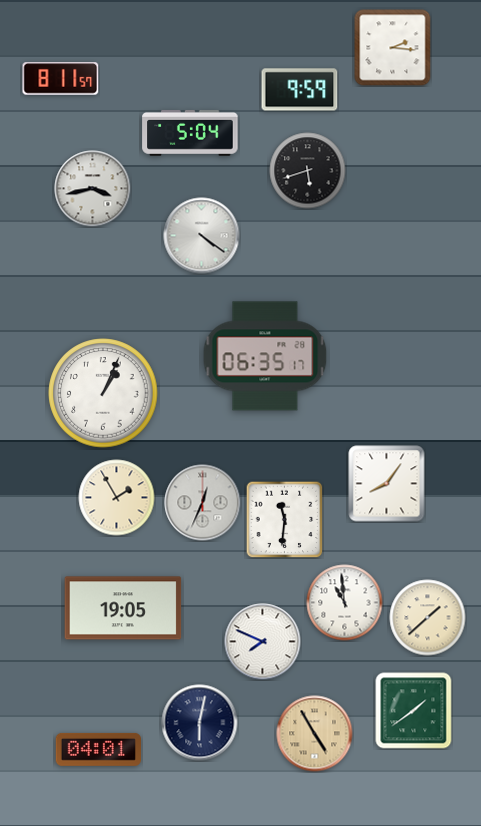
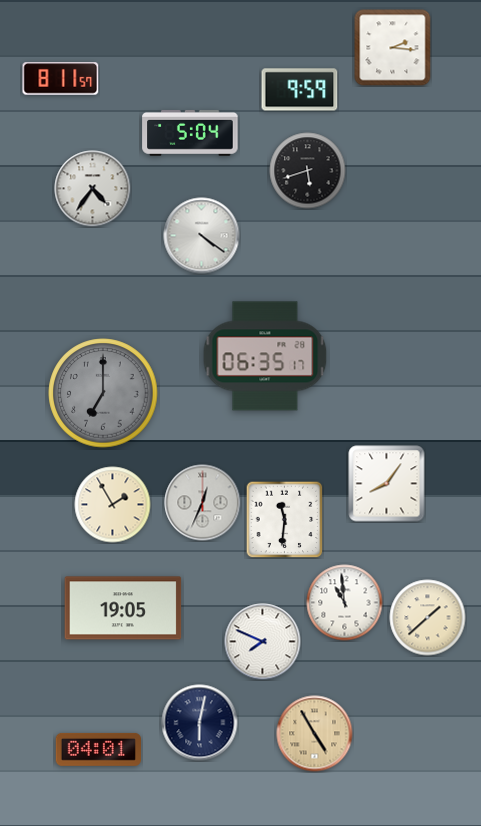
clock at (93, 189): 3:43 -> 4:36
clock at (103, 393): 1:04 -> 7:00
clock at (103, 393) dial: white -> grey
clock at (117, 498) position: (117, 498) -> (113, 505)
clock at (414, 711): 1:39 -> none
